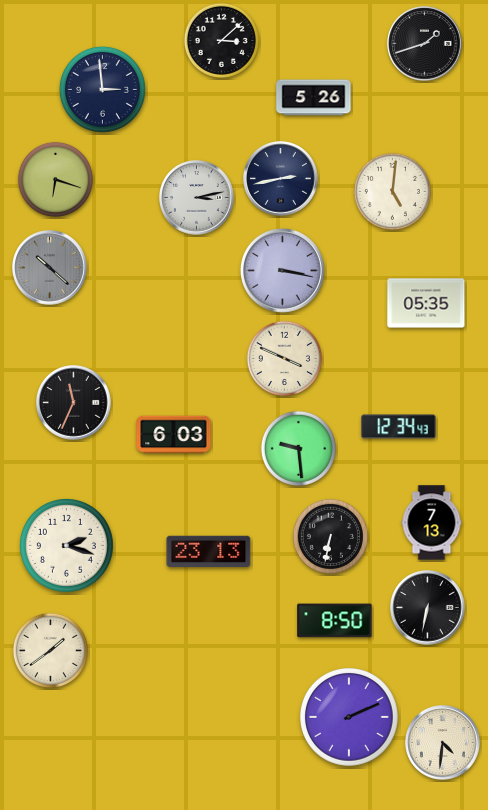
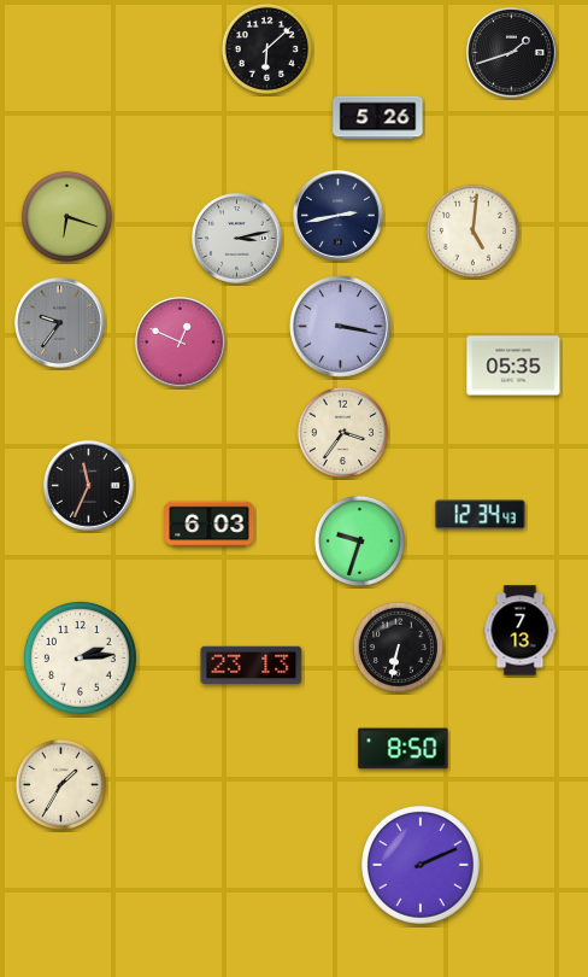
clock at (221, 40): 3:08 -> 6:08
clock at (102, 89): 2:59 -> none
clock at (50, 268): 10:22 -> 9:36
clock at (181, 343): none -> 12:49
clock at (284, 358): 3:49 -> 3:36
clock at (298, 448): 9:29 -> 9:33
clock at (66, 545): 2:18 -> 2:14
clock at (428, 608): 6:32 -> none
clock at (50, 650): 1:39 -> 1:35
clock at (443, 743): 4:31 -> none
